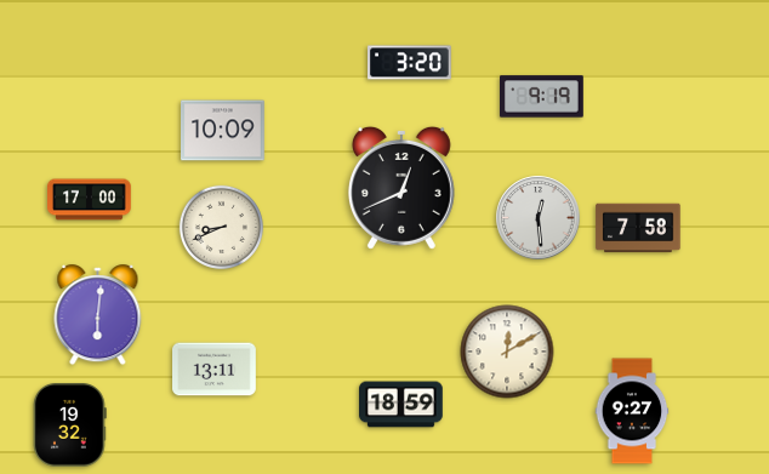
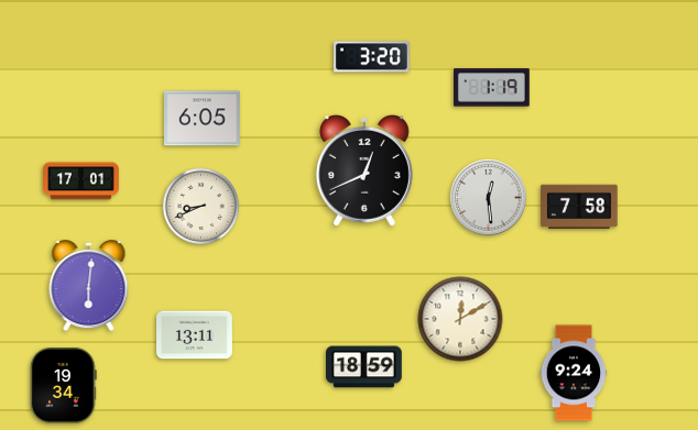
clock at (542, 97): 9:19 -> 1:19
clock at (223, 131): 10:09 -> 6:05
clock at (90, 200): 17:00 -> 17:01
clock at (632, 411): 9:27 -> 9:24
clock at (70, 426): 19:32 -> 19:34
